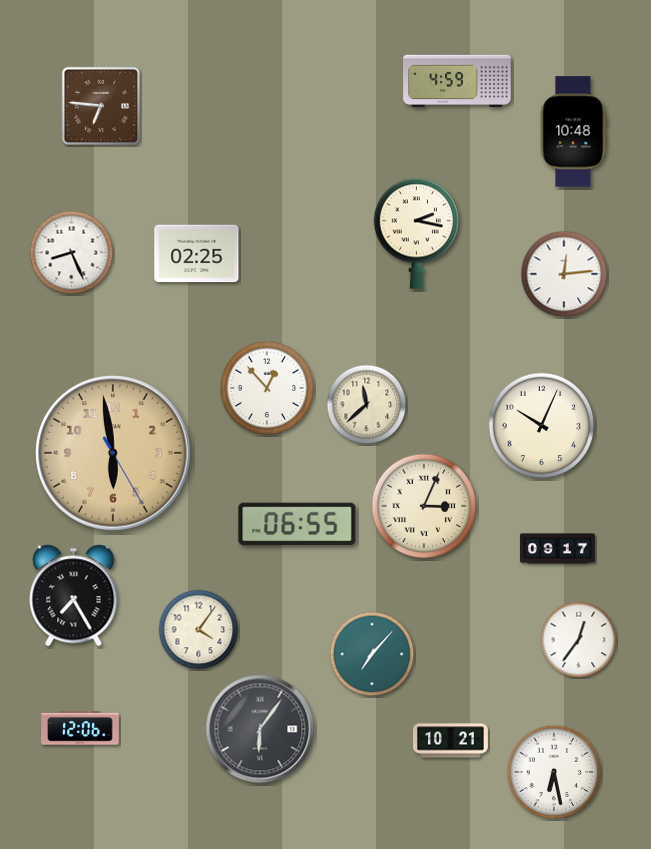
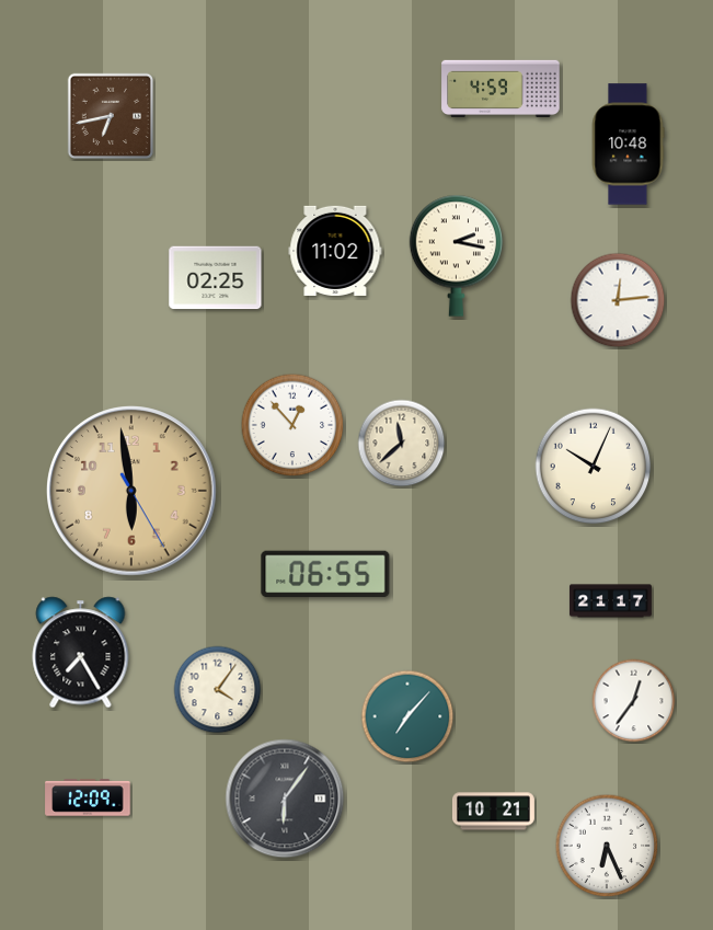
clock at (101, 106): 6:46 -> 6:43
clock at (335, 251): none -> 11:02
clock at (72, 253): 8:26 -> none
clock at (113, 453) position: (113, 453) -> (131, 491)
clock at (424, 506): 3:04 -> none
clock at (557, 549): 09:17 -> 21:17
clock at (80, 728): 12:06 -> 12:09
clock at (554, 772): 6:28 -> 6:26
